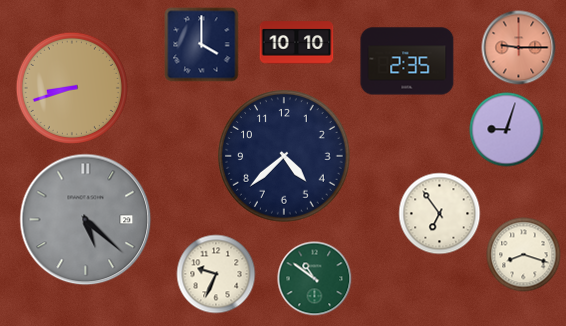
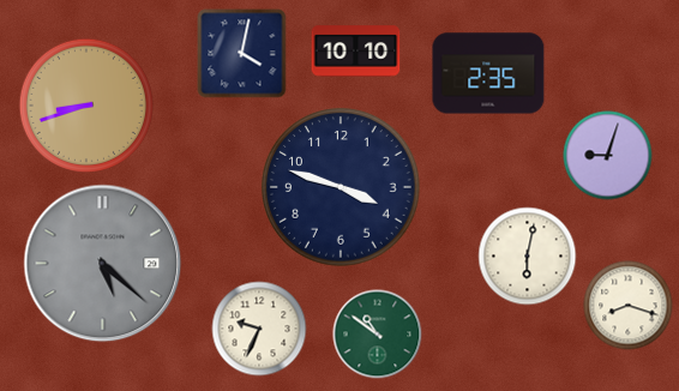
clock at (202, 45): 4:00 -> 4:02
clock at (519, 48): 9:15 -> none
clock at (285, 157): 4:38 -> 3:48
clock at (440, 214): 6:54 -> 6:02
